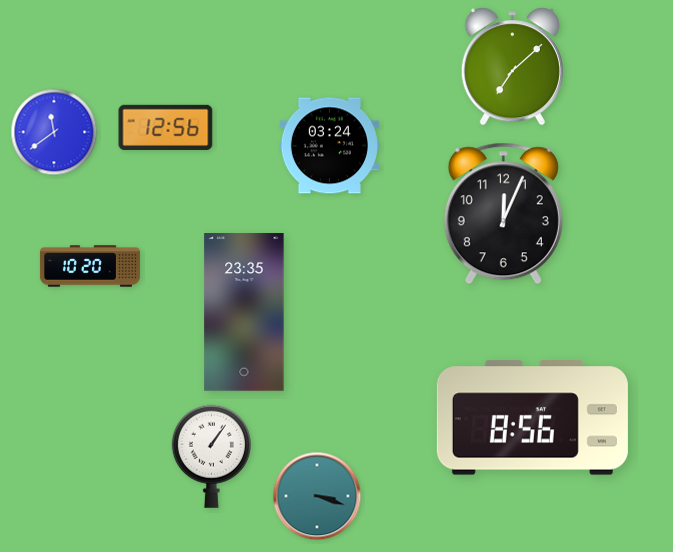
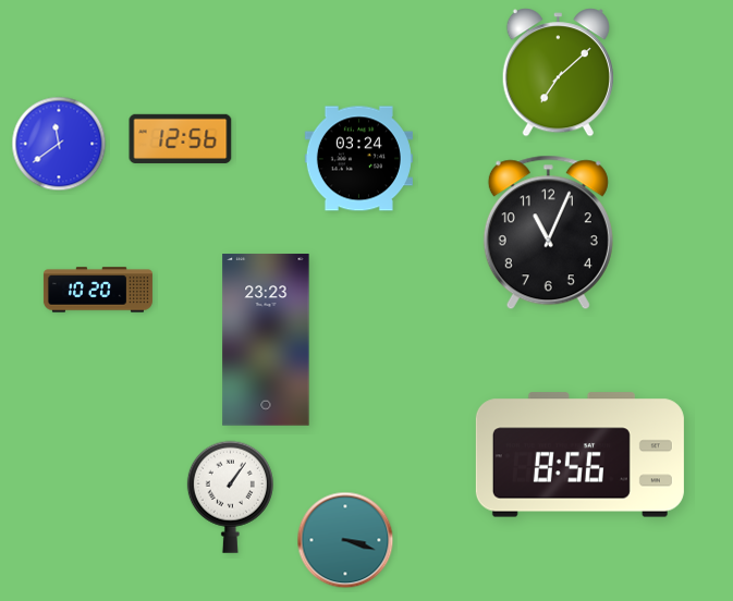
clock at (503, 214): 12:04 -> 11:04
clock at (244, 312): 23:35 -> 23:23
